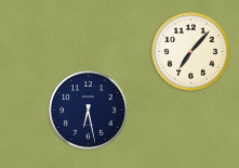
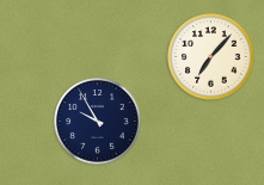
clock at (89, 111): 6:28 -> 9:55
